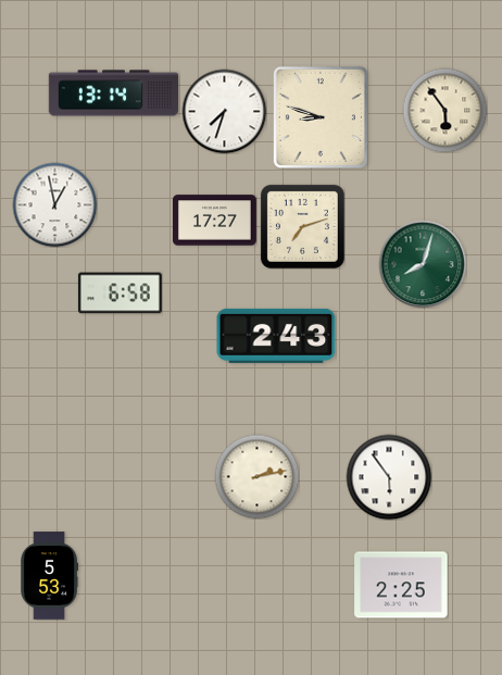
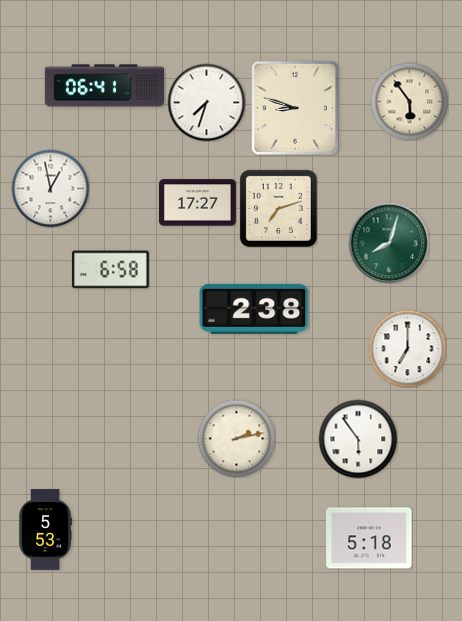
clock at (114, 93): 13:14 -> 06:41
clock at (276, 336): 2:43 -> 2:38
clock at (407, 348): none -> 7:00
clock at (401, 585): 2:25 -> 5:18
